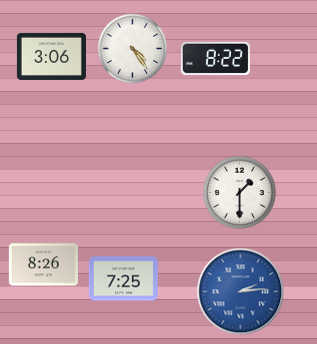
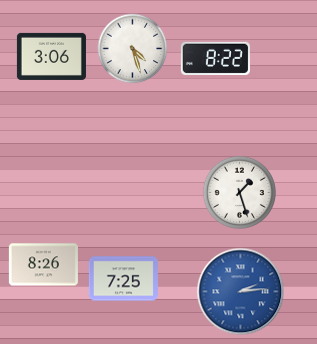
clock at (133, 49): 4:24 -> 4:27
clock at (239, 192): 1:30 -> 1:27
